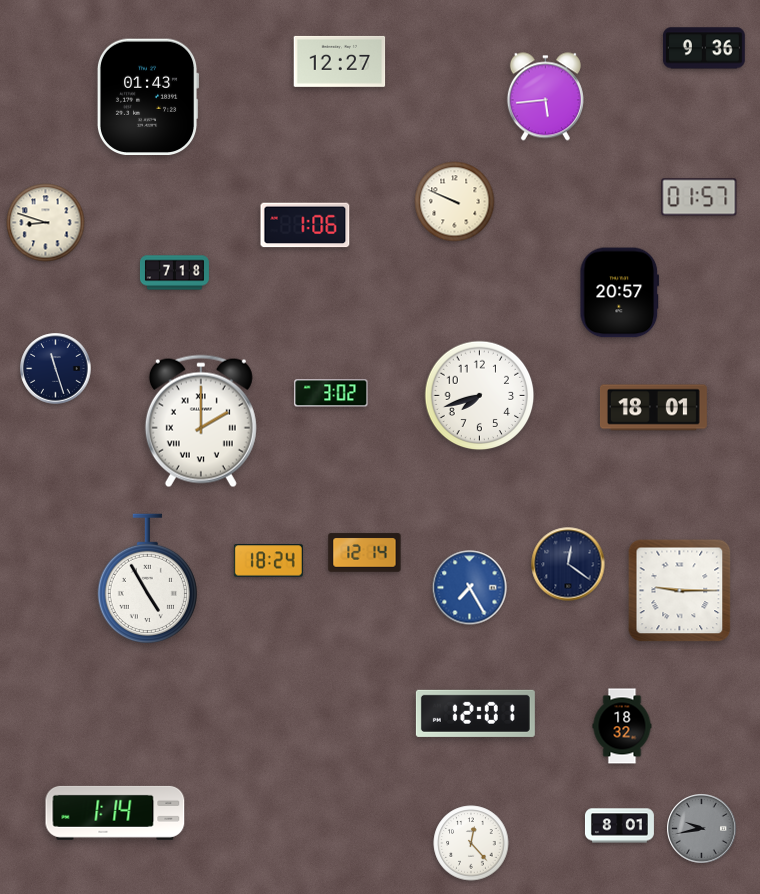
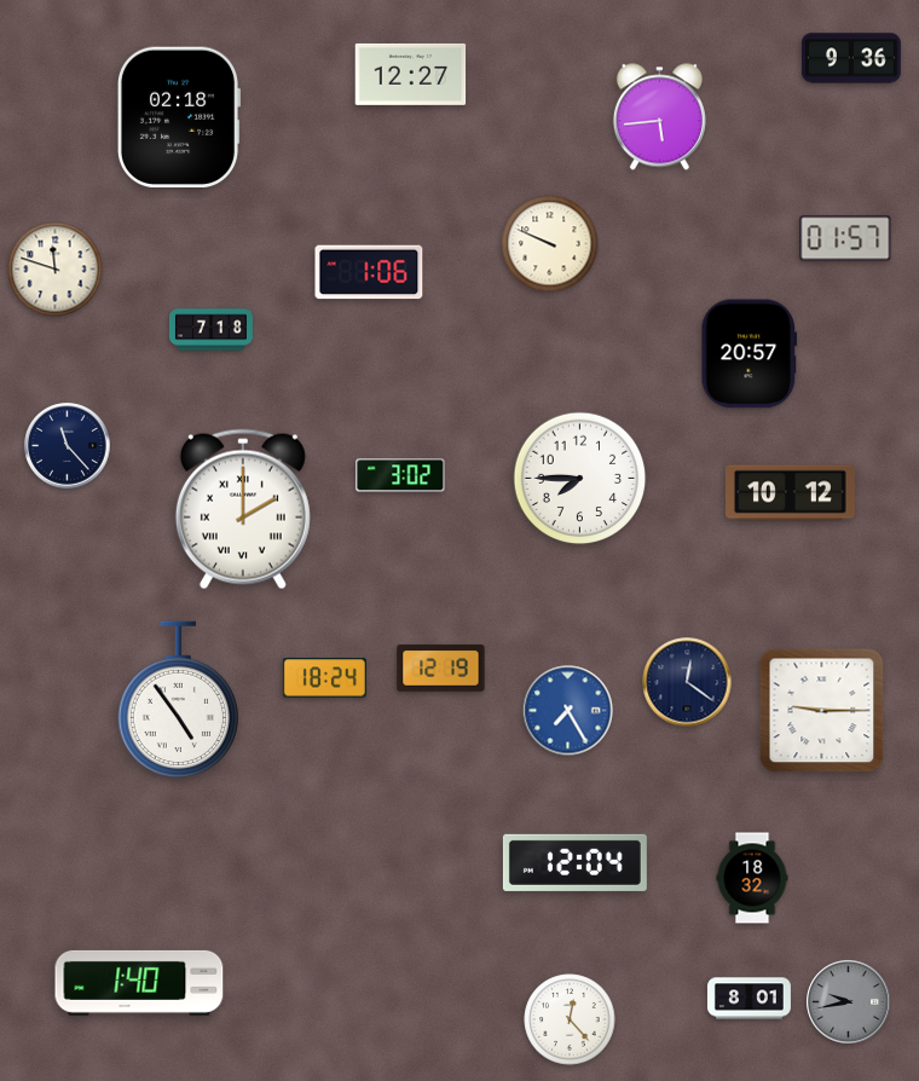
clock at (148, 96): 01:43 -> 02:18
clock at (46, 223): 8:48 -> 11:48
clock at (56, 369): 11:27 -> 11:23
clock at (480, 396): 7:42 -> 7:45
clock at (653, 408): 18:01 -> 10:12
clock at (365, 553): 12:14 -> 12:19
clock at (147, 579): 4:55 -> 4:54
clock at (680, 591) position: (680, 591) -> (822, 711)
clock at (475, 713): 12:01 -> 12:04
clock at (115, 813): 1:14 -> 1:40
